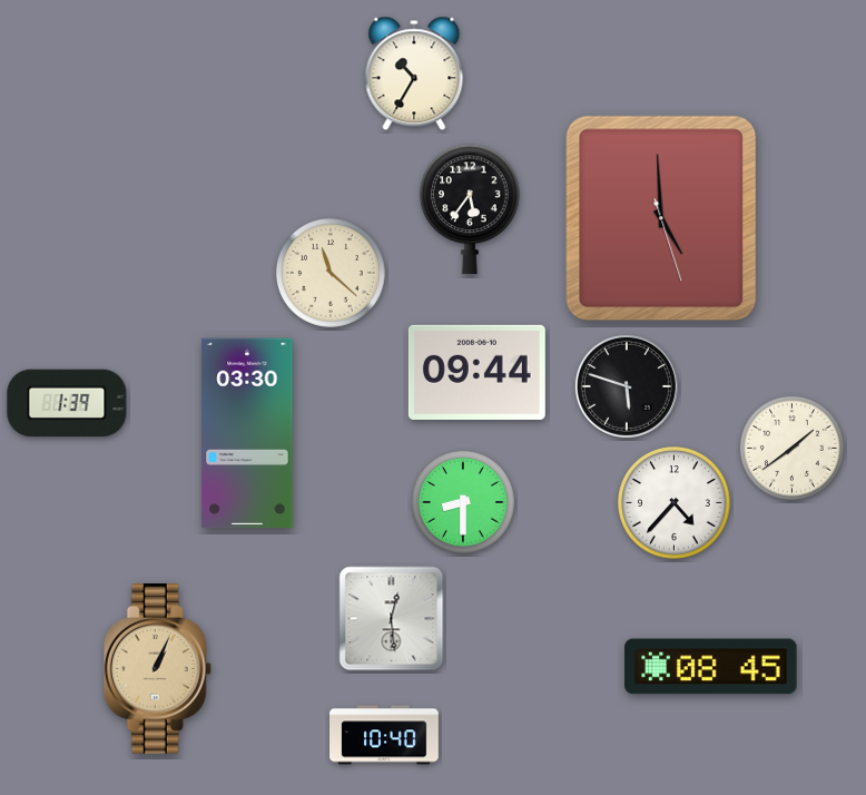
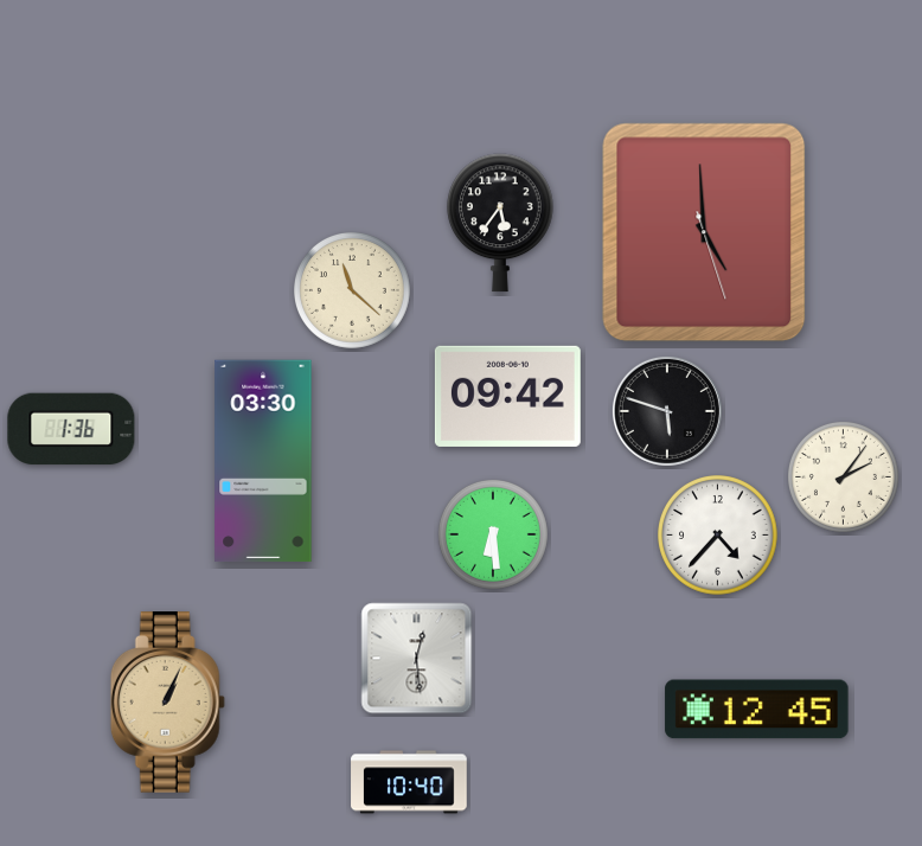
clock at (414, 73): 10:35 -> none
clock at (476, 372): 09:44 -> 09:42
clock at (67, 403): 1:39 -> 1:36
clock at (791, 448): 1:39 -> 2:06
clock at (463, 502): 8:30 -> 6:29
clock at (711, 667): 08:45 -> 12:45
clock at (157, 669) position: (157, 669) -> (167, 703)
